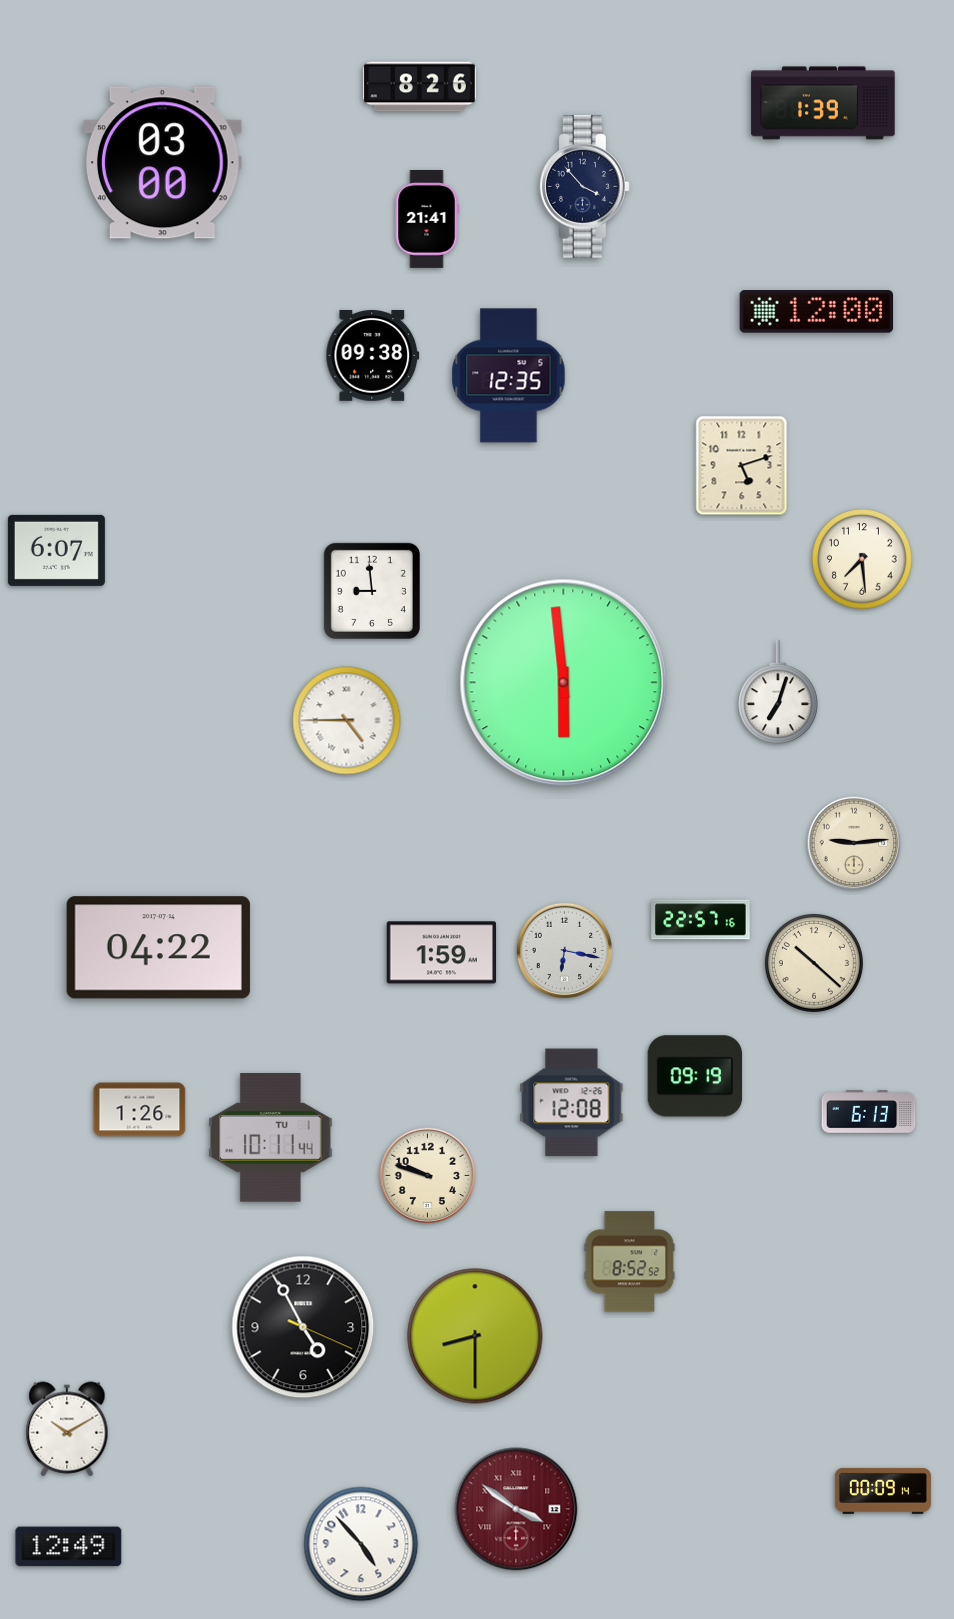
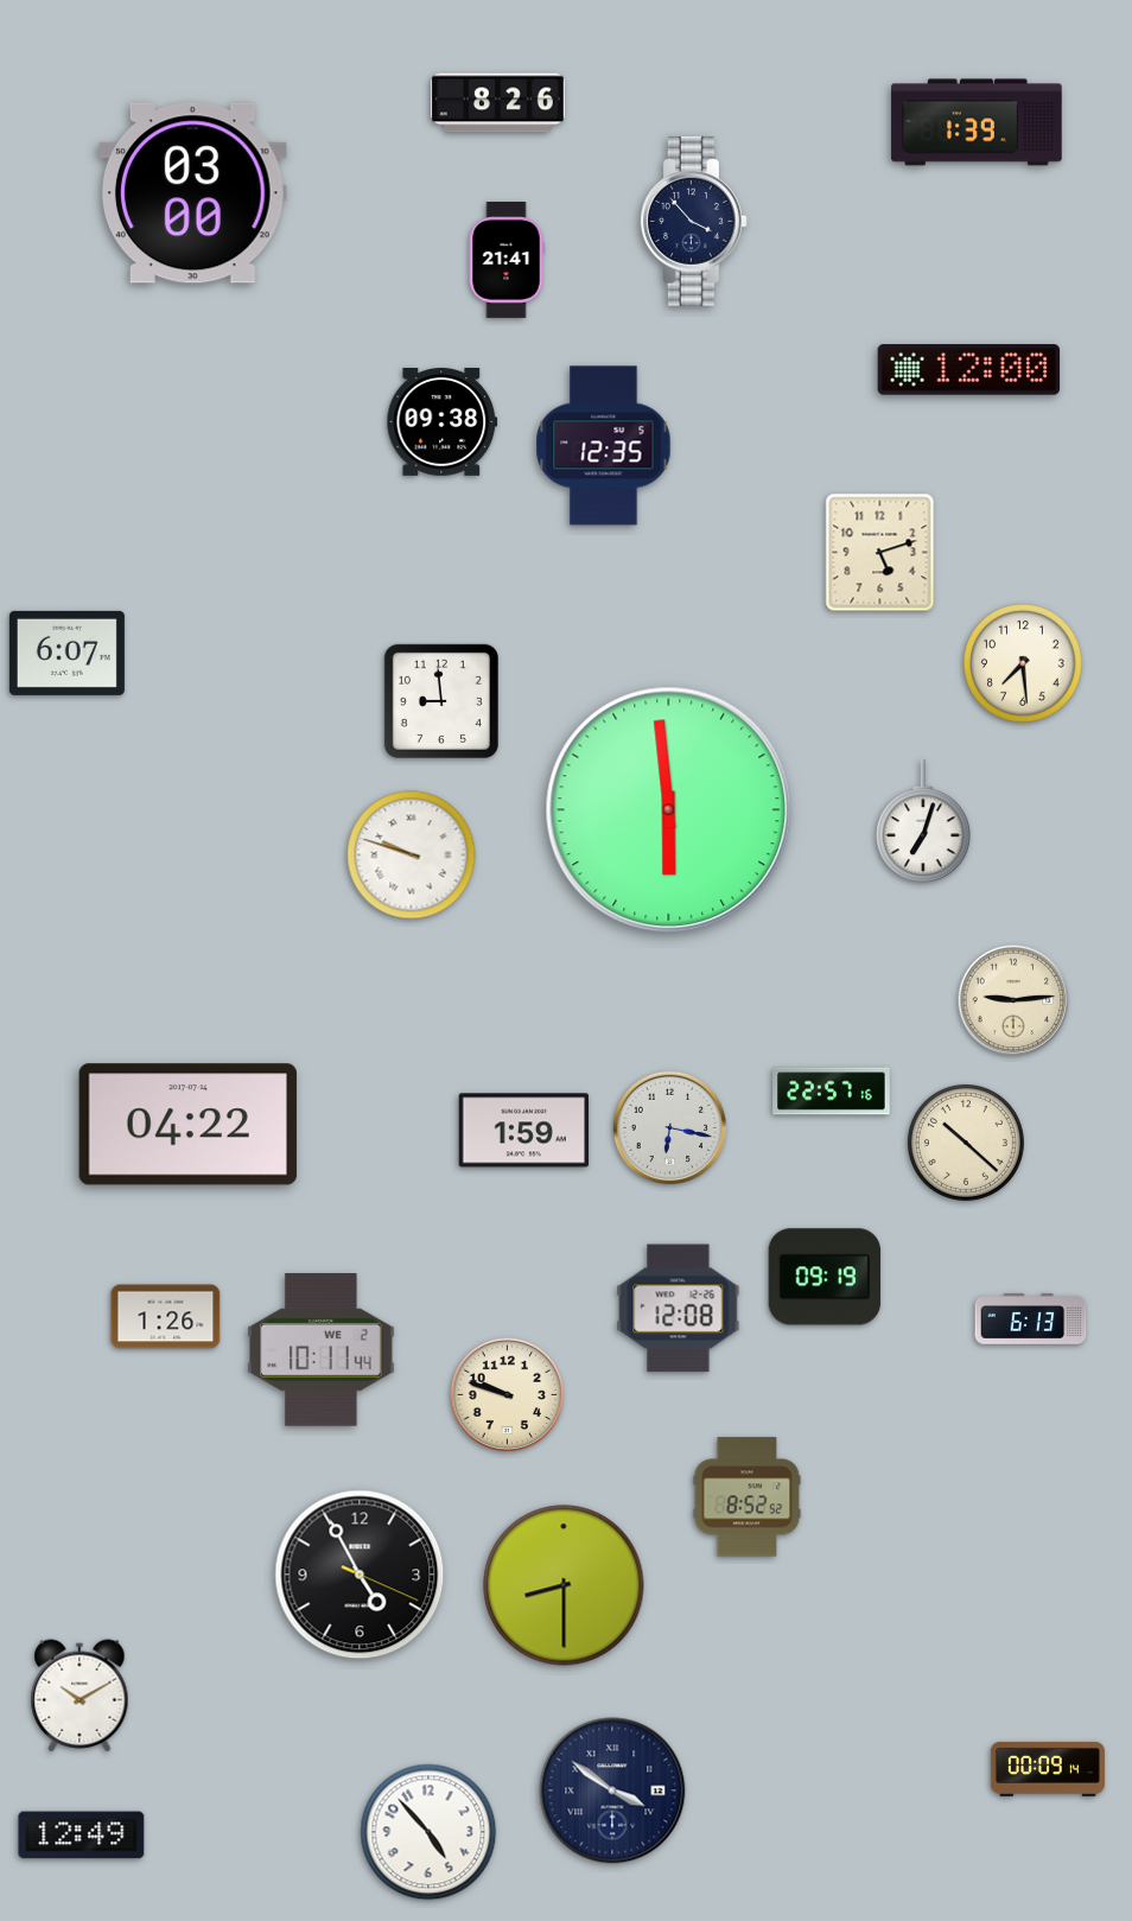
clock at (347, 721): 4:45 -> 9:48
clock at (271, 1138) date: TU 1 -> WE 2
clock at (516, 1509) dial: burgundy -> navy
